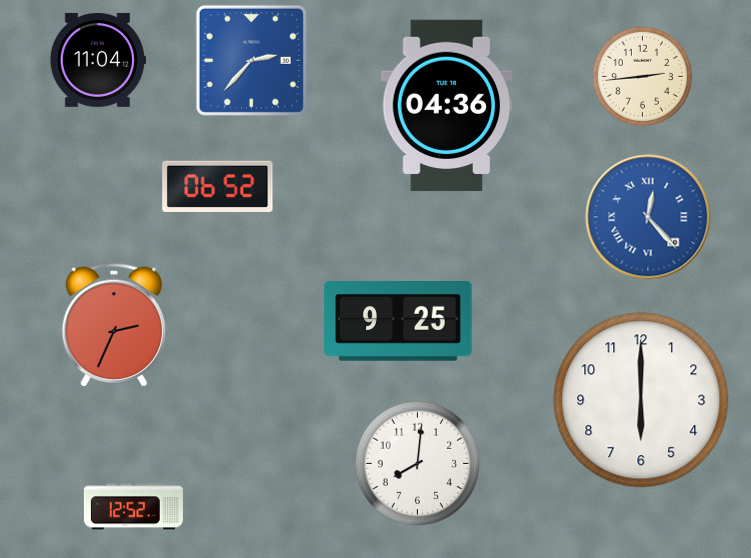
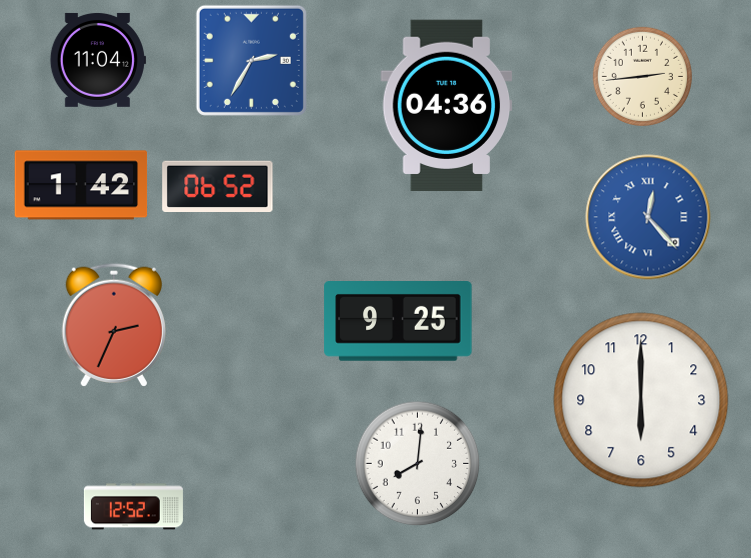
clock at (251, 60): 2:37 -> 2:35
clock at (81, 185): none -> 1:42
